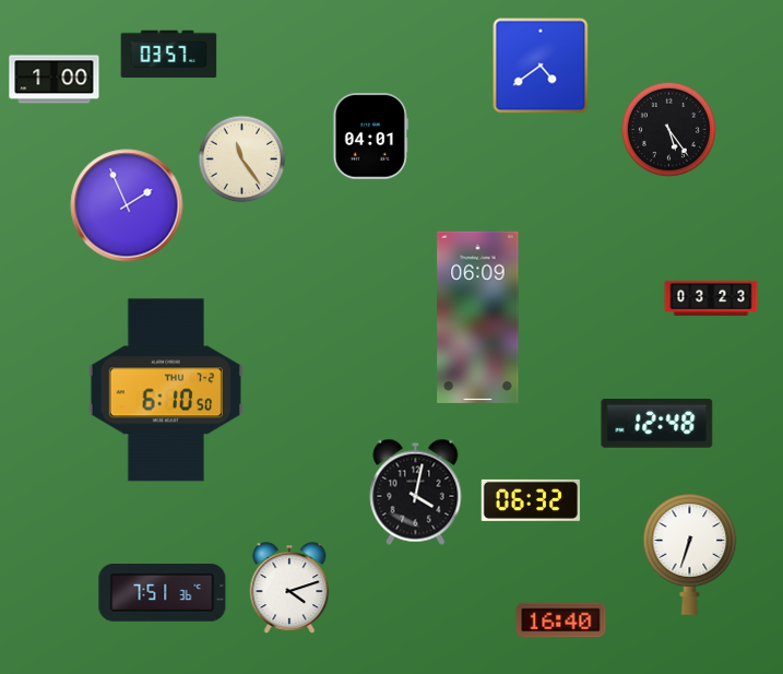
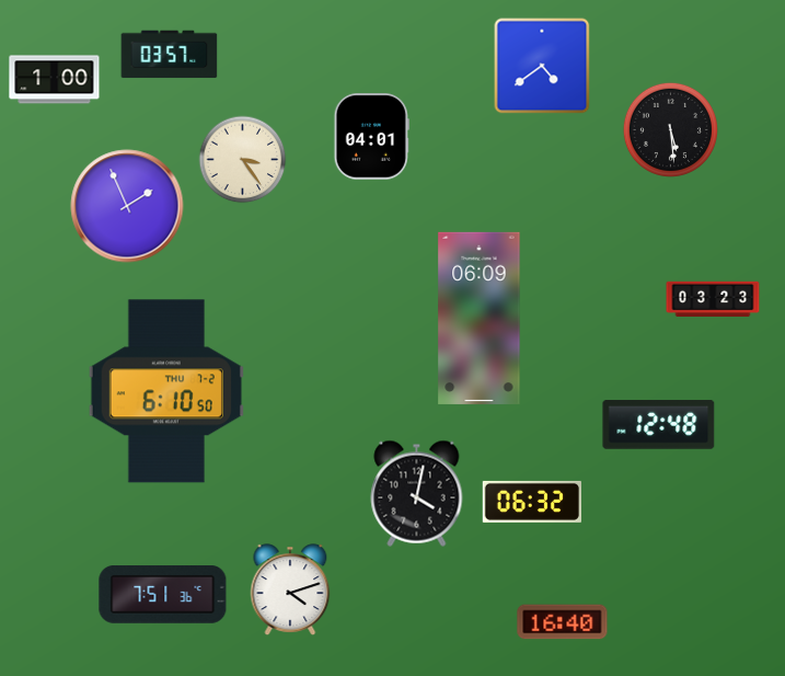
clock at (668, 129): 5:24 -> 5:29
clock at (242, 159): 11:24 -> 3:24
clock at (690, 554): 6:33 -> none
